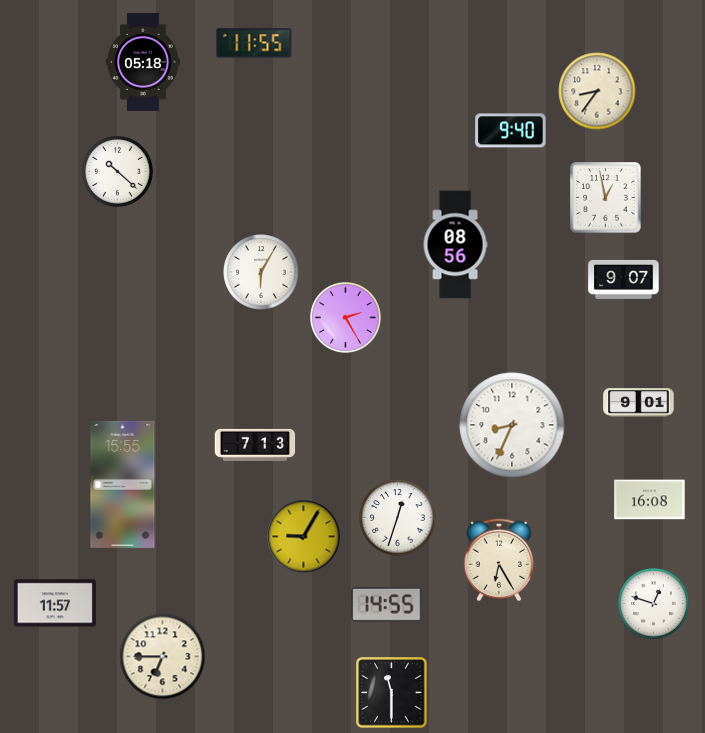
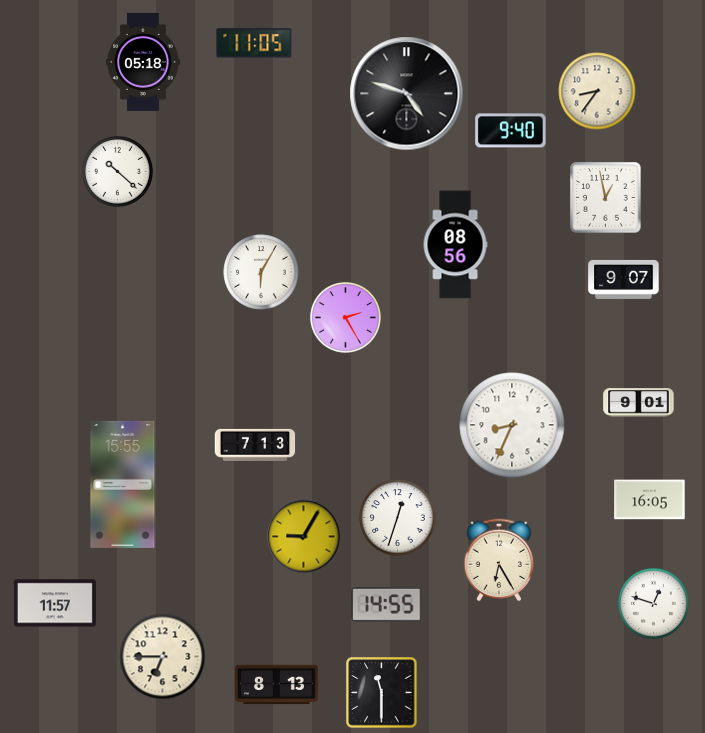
clock at (254, 43): 11:55 -> 11:05
clock at (407, 94): none -> 4:48
clock at (650, 500): 16:08 -> 16:05
clock at (276, 685): none -> 8:13
clock at (392, 693) position: (392, 693) -> (382, 693)
